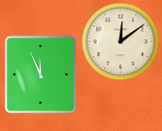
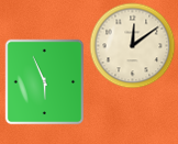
clock at (41, 74): 11:56 -> 5:56
